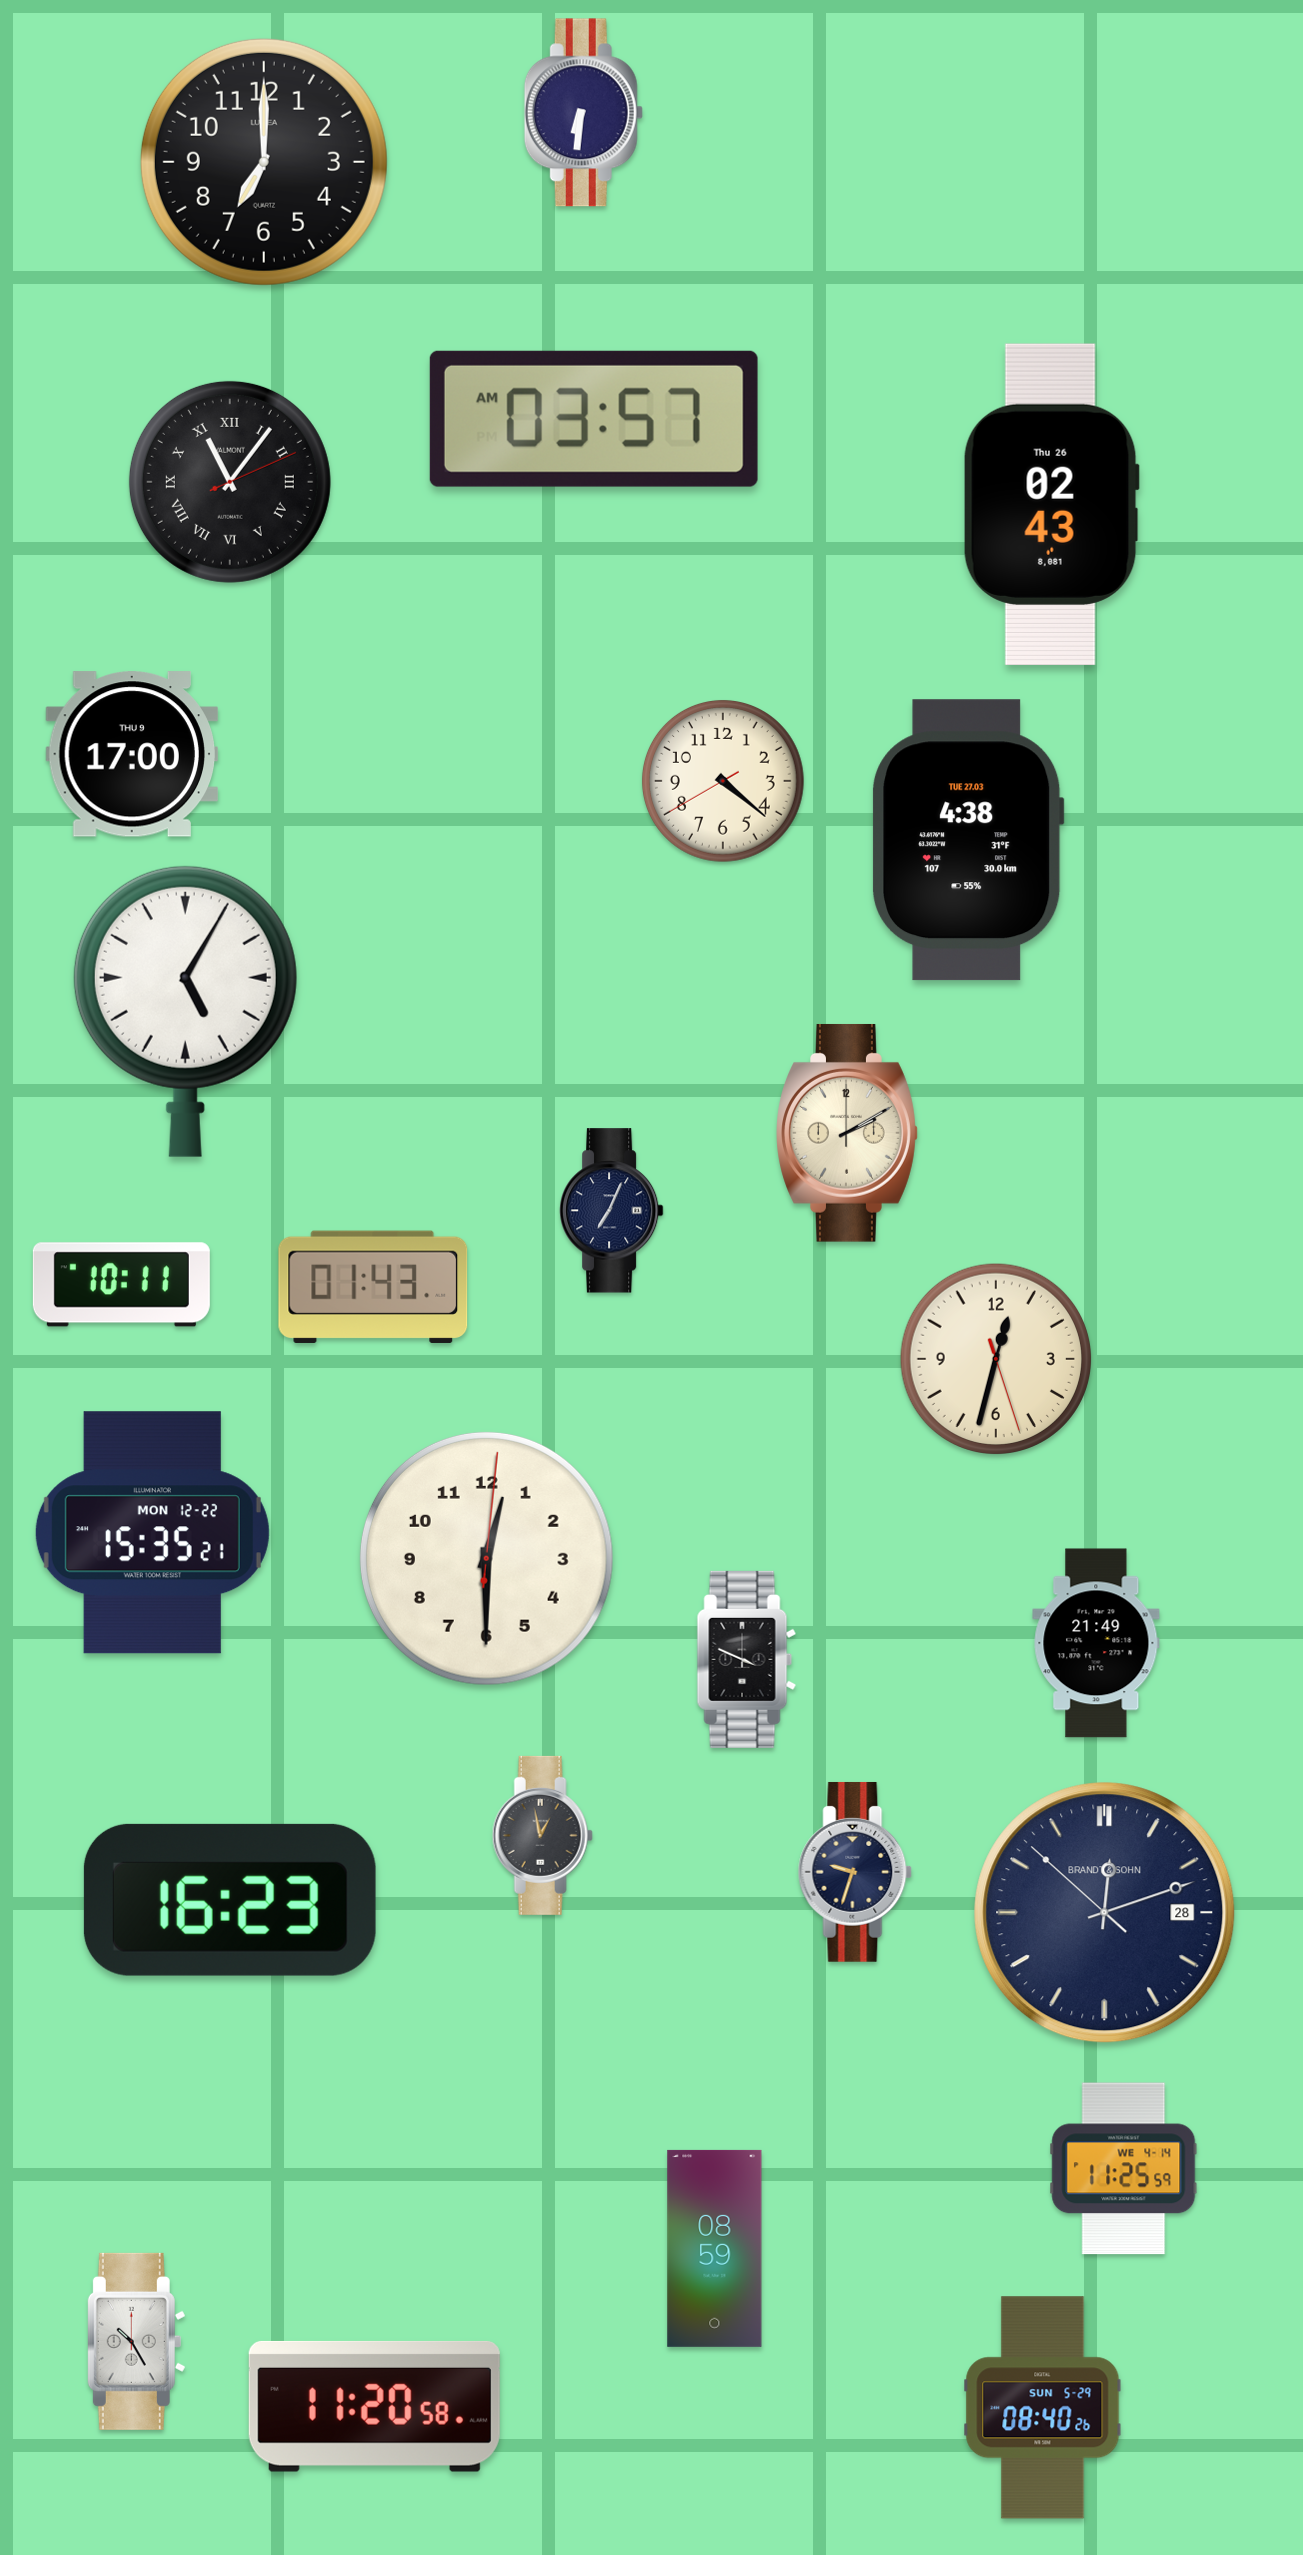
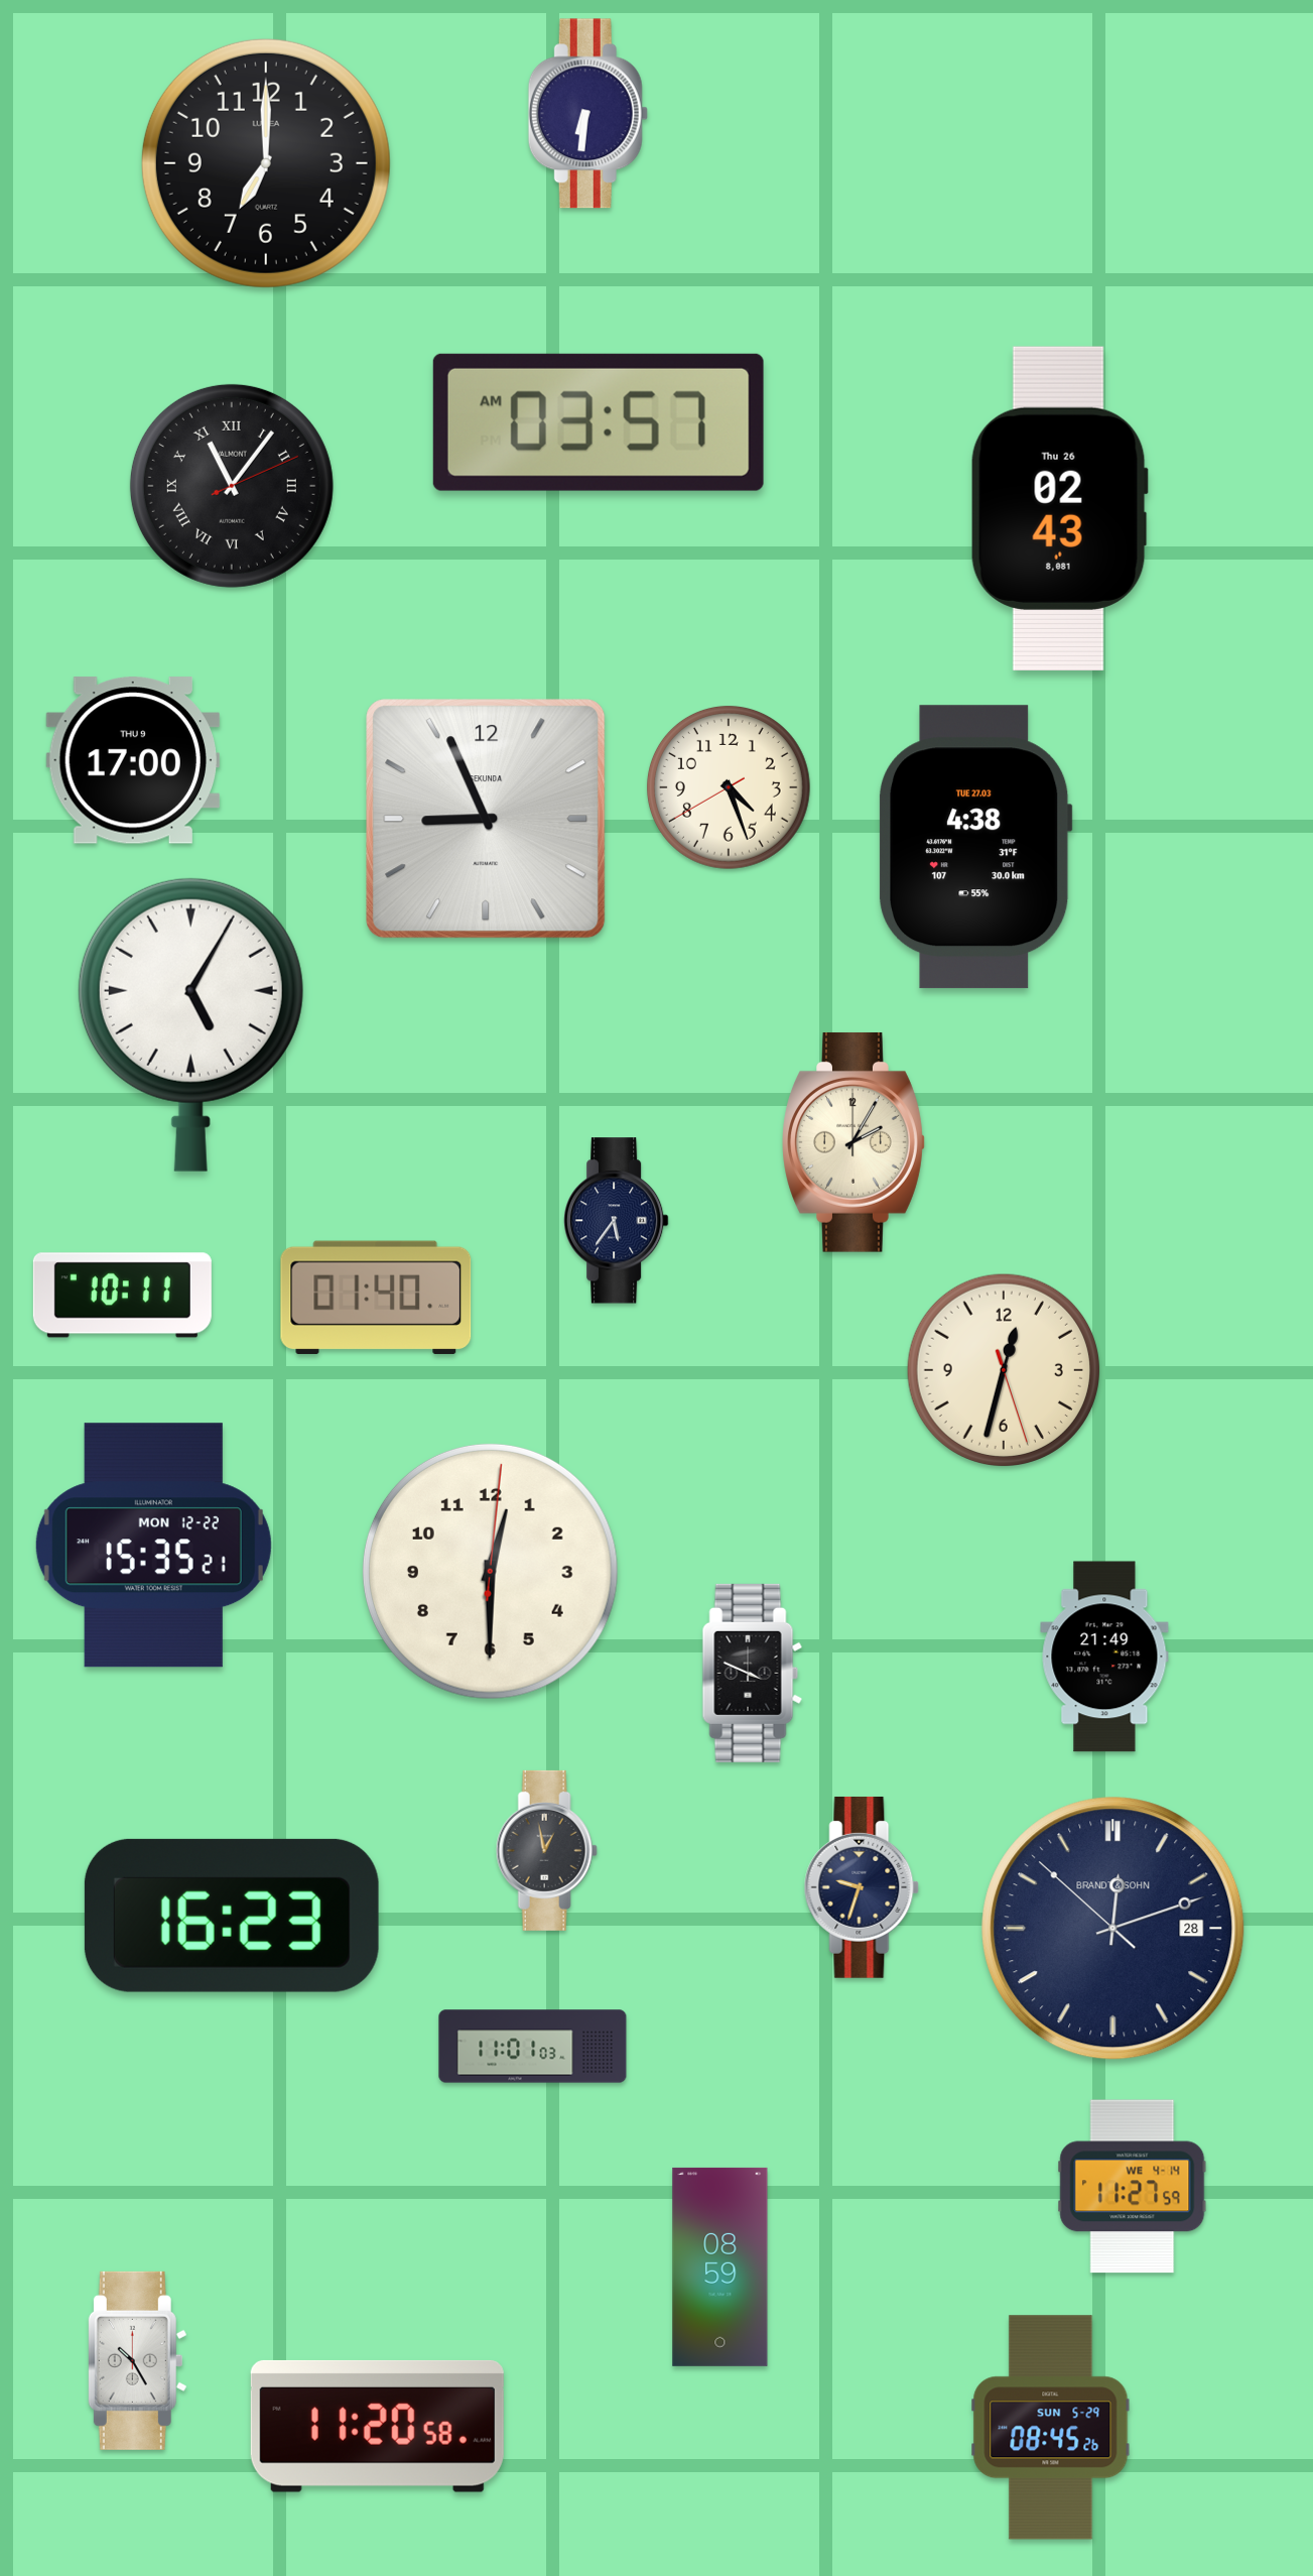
clock at (723, 781): 4:21 -> 4:26
clock at (486, 819): none -> 8:56
clock at (185, 1011) position: (185, 1011) -> (190, 1024)
clock at (847, 1133): 2:10 -> 2:05
clock at (611, 1211): 7:04 -> 5:36
clock at (373, 1287): 01:43 -> 01:40
clock at (533, 2047): none -> 11:01
clock at (1124, 2169): 11:25 -> 11:27
clock at (1043, 2408): 08:40 -> 08:45
